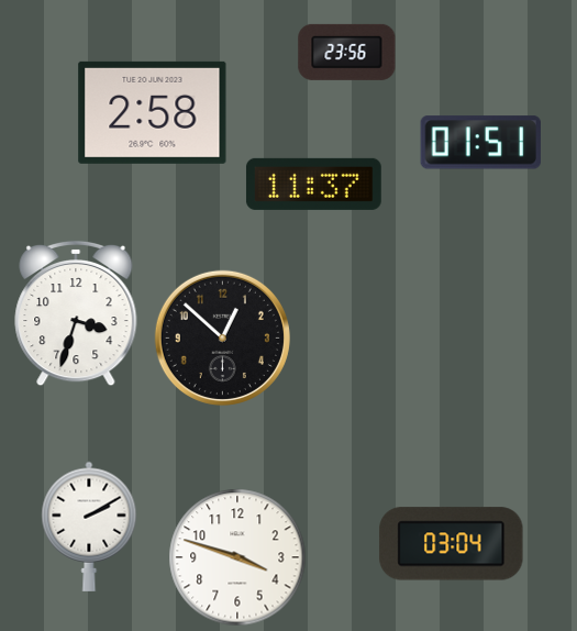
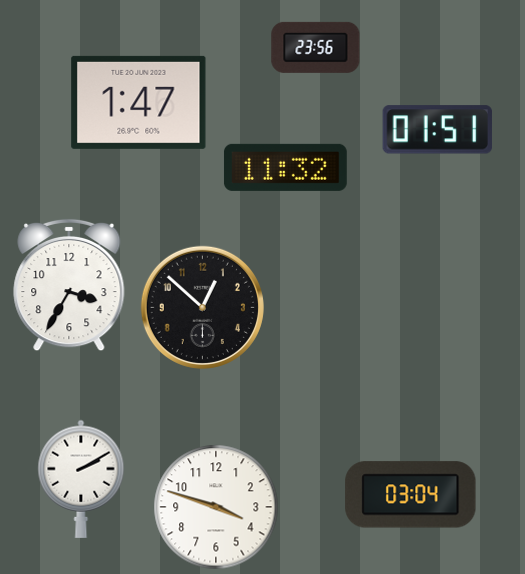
clock at (153, 112): 2:58 -> 1:47
clock at (313, 184): 11:37 -> 11:32
clock at (76, 313): 3:33 -> 3:35
